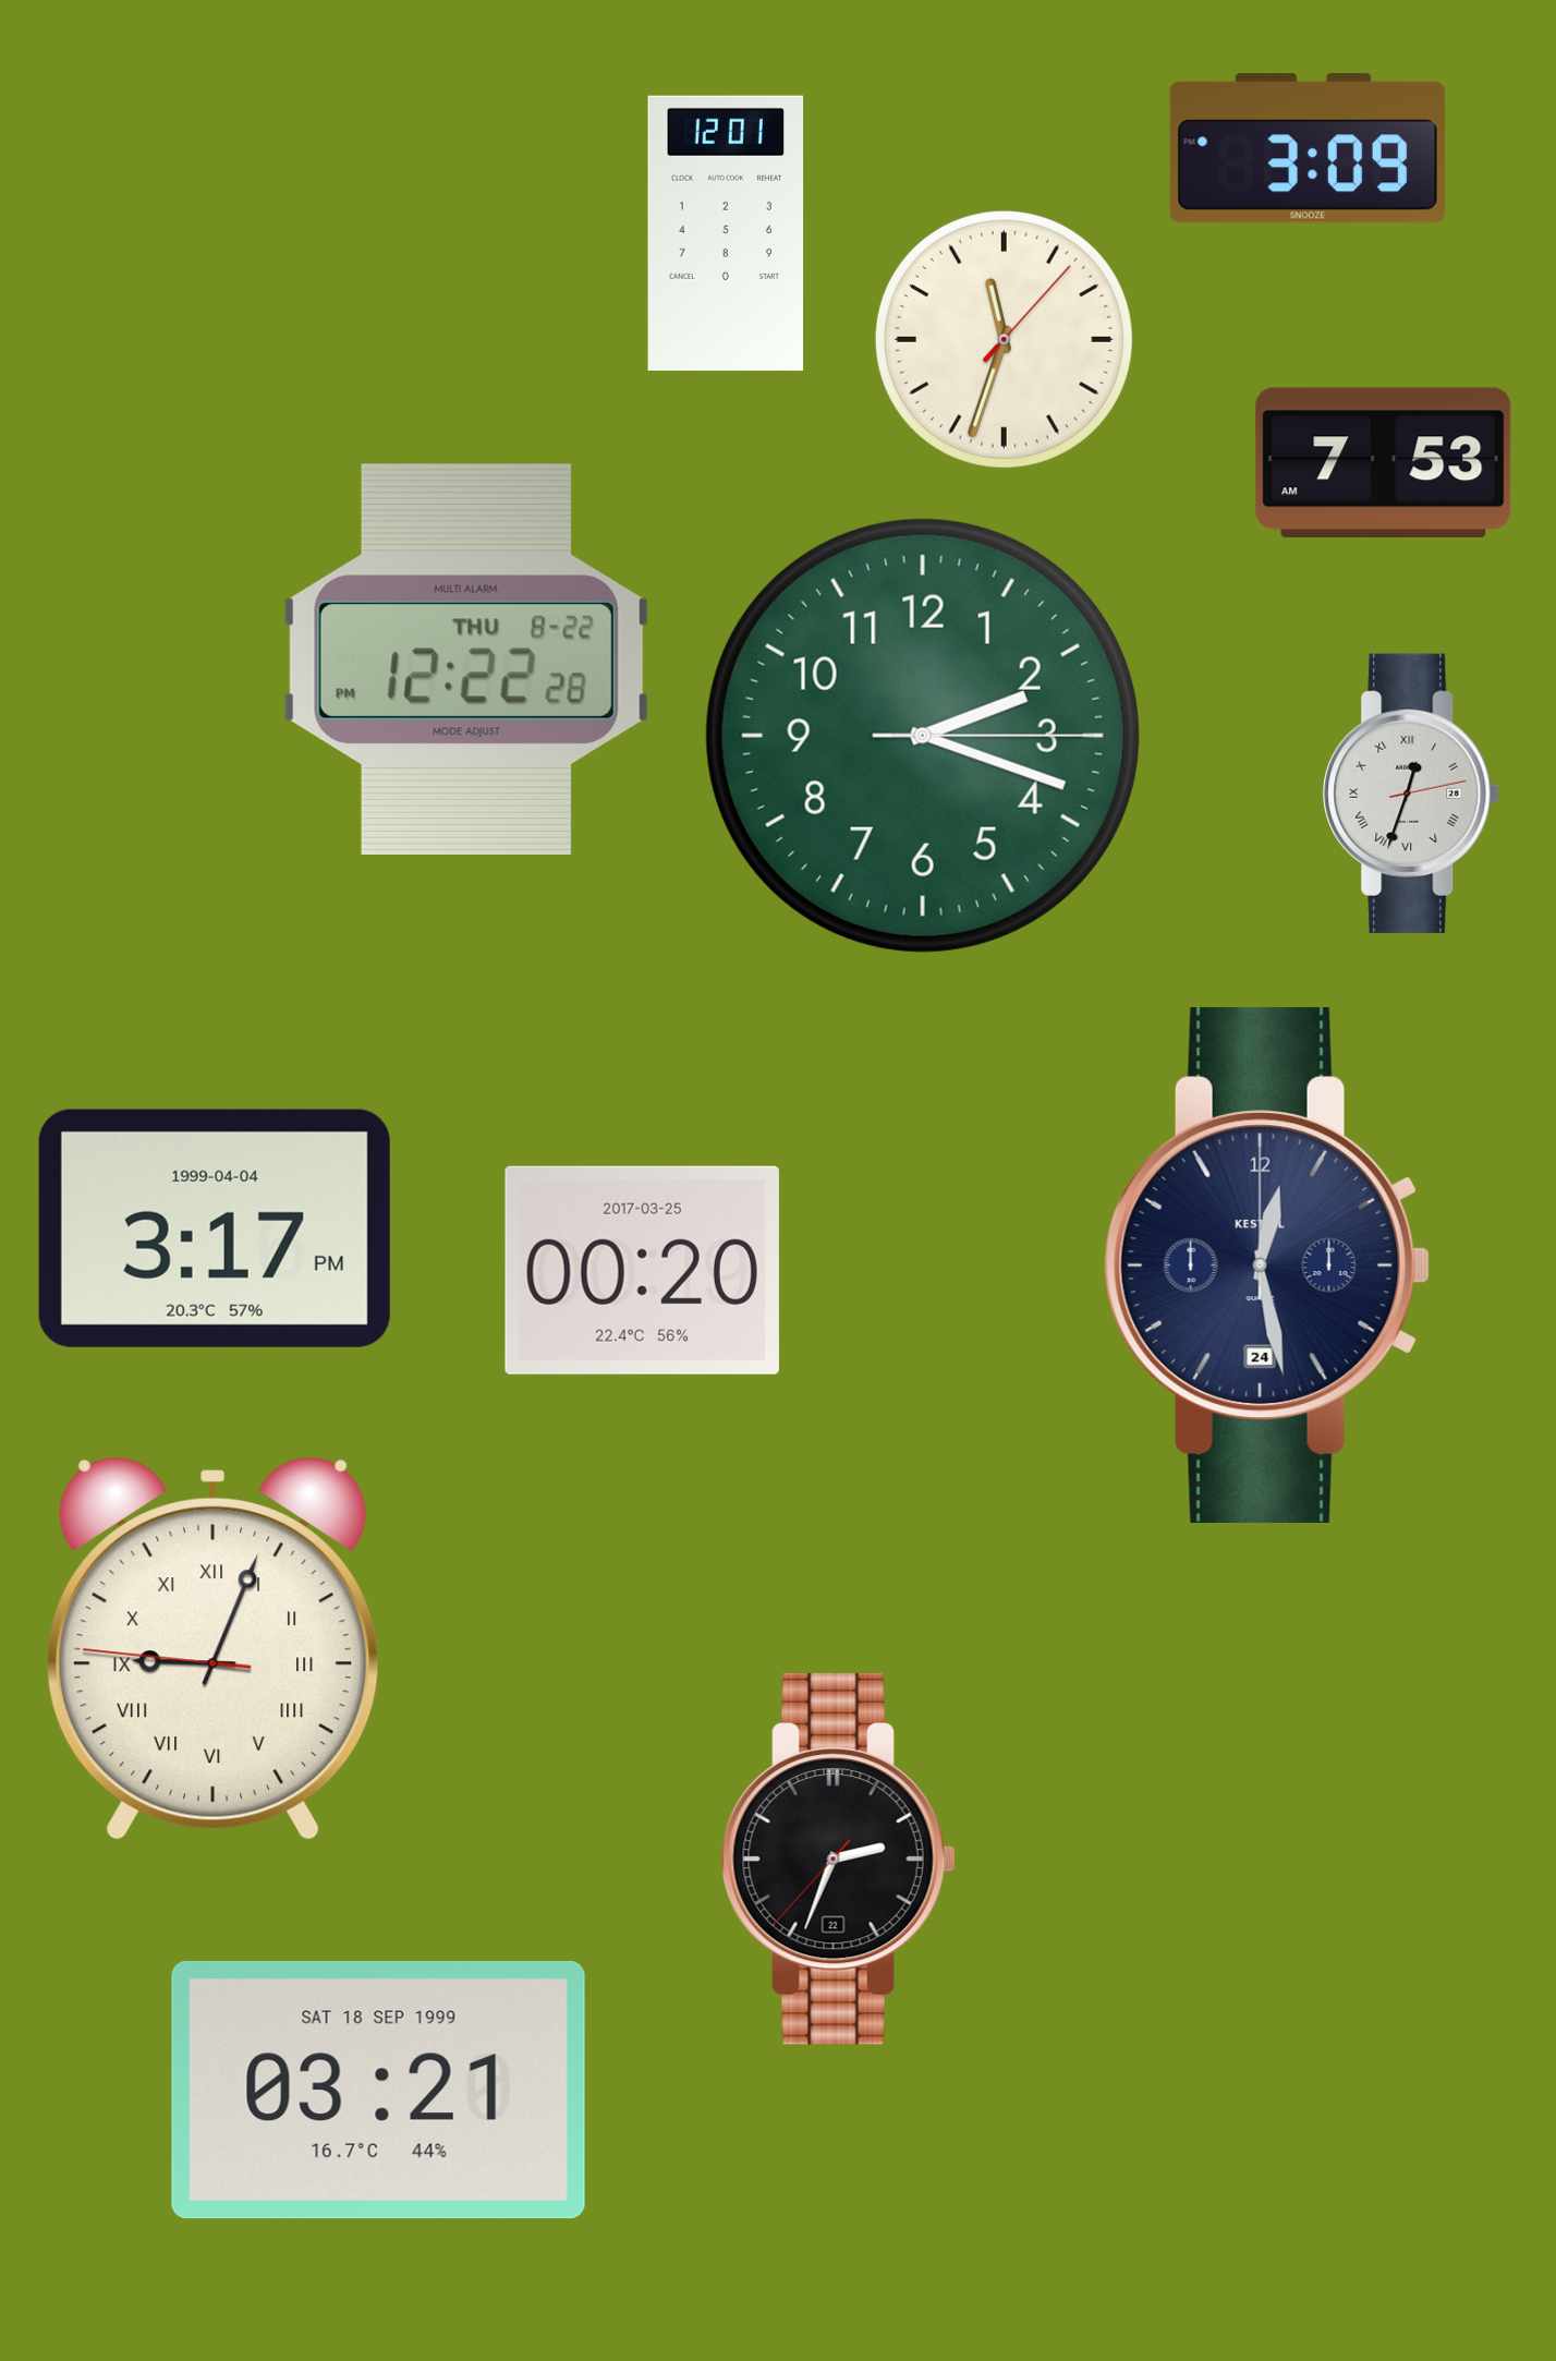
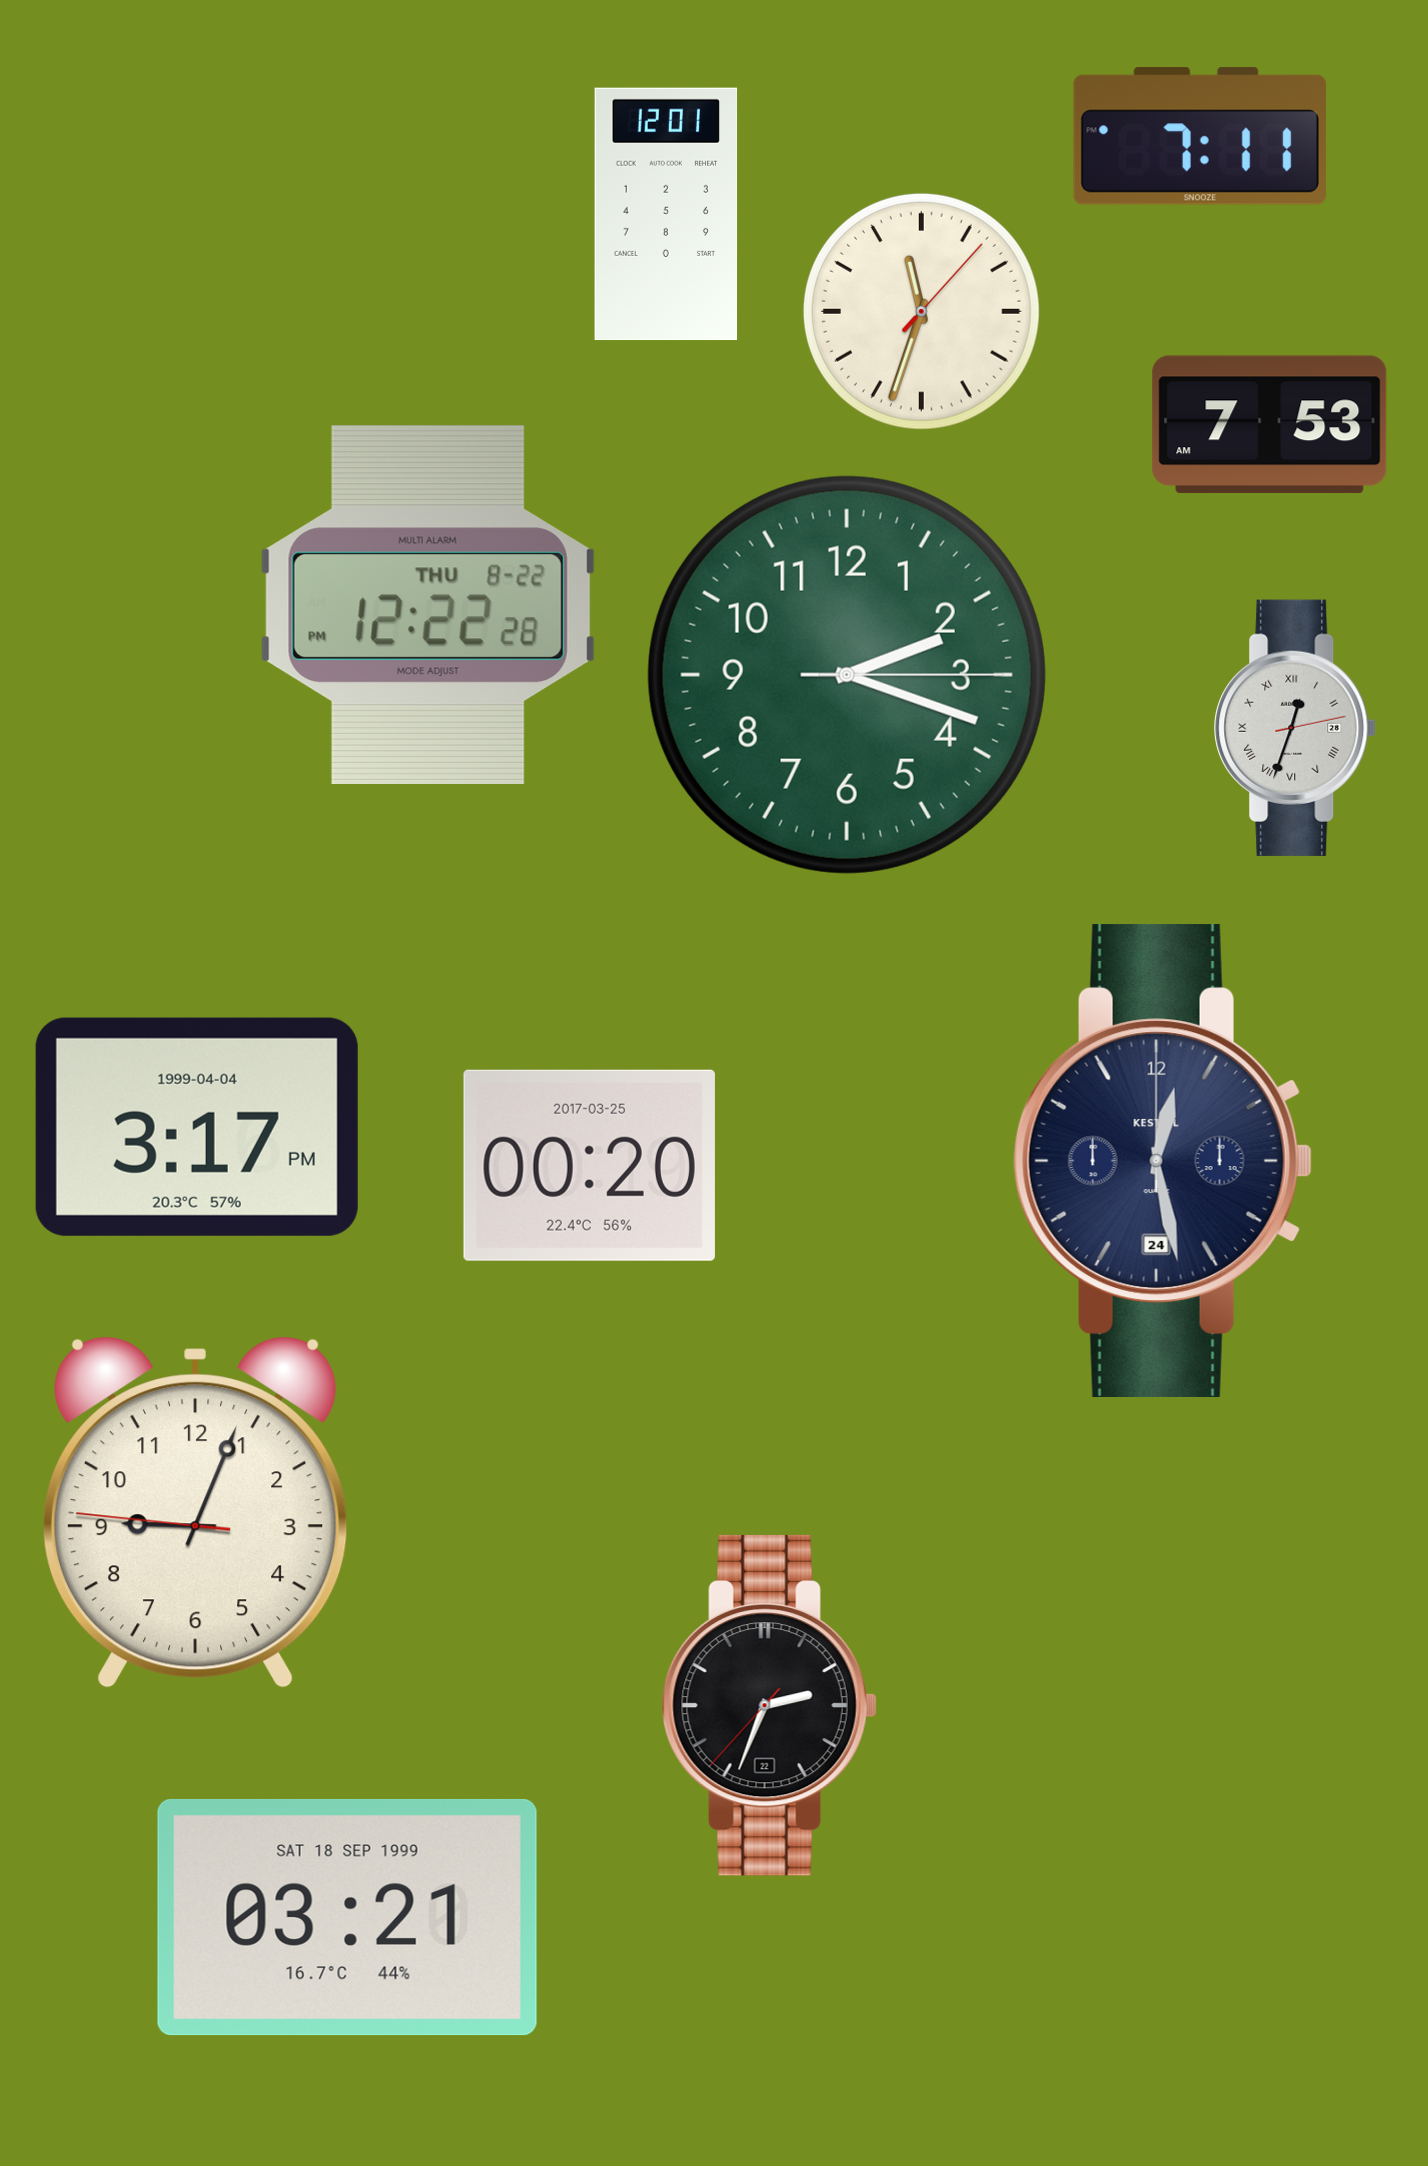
clock at (1308, 148): 3:09 -> 7:11
clock at (212, 1649) numerals: Roman -> Arabic
